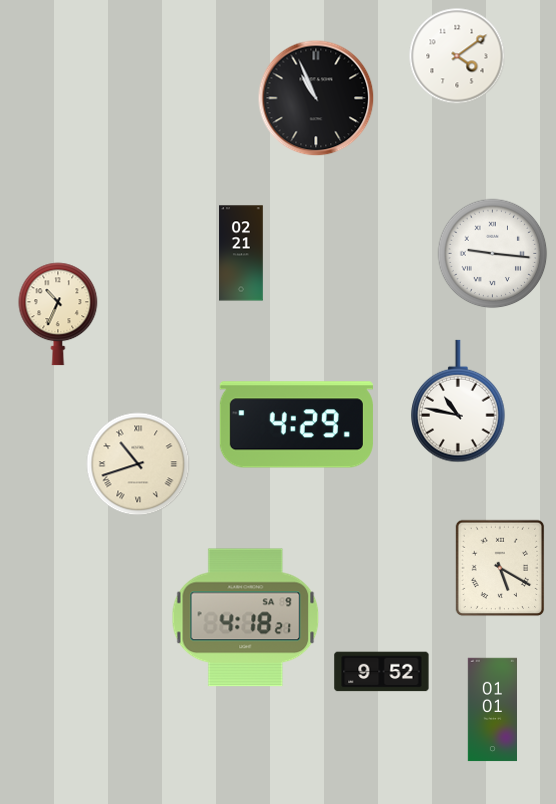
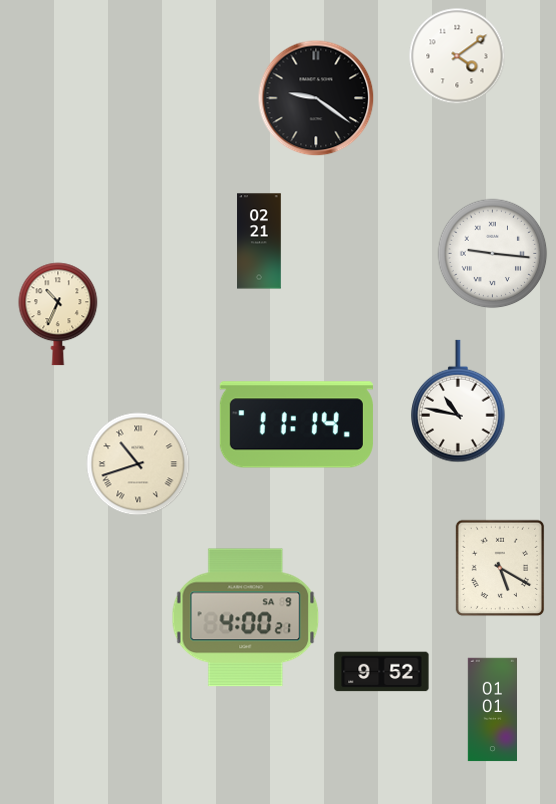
clock at (316, 98): 10:56 -> 9:21
clock at (241, 253) position: (241, 253) -> (259, 241)
clock at (296, 425): 4:29 -> 11:14
clock at (246, 618): 4:18 -> 4:00
